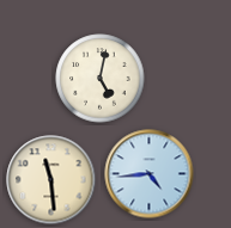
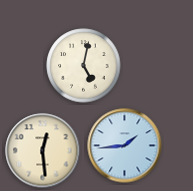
clock at (150, 174): 4:44 -> 1:44
clock at (51, 180): 11:29 -> 12:29
